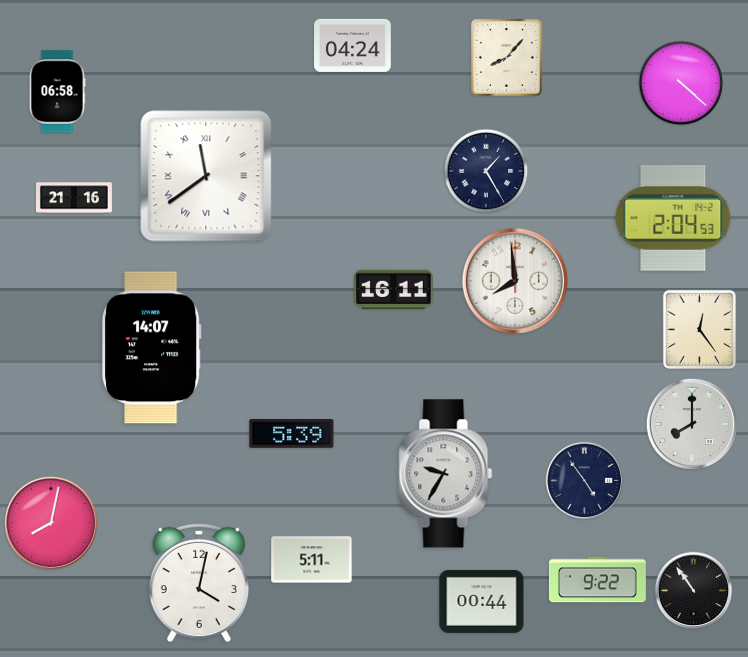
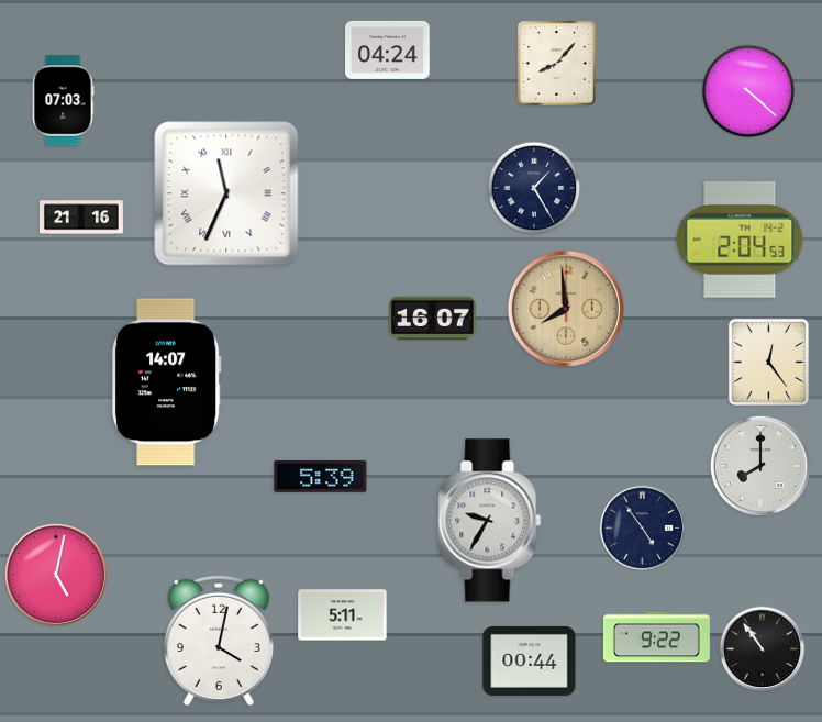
clock at (57, 92): 06:58 -> 07:03
clock at (206, 176): 11:39 -> 11:34
clock at (515, 281) dial: white -> champagne
clock at (394, 290): 16:11 -> 16:07
clock at (50, 522): 8:02 -> 5:02
